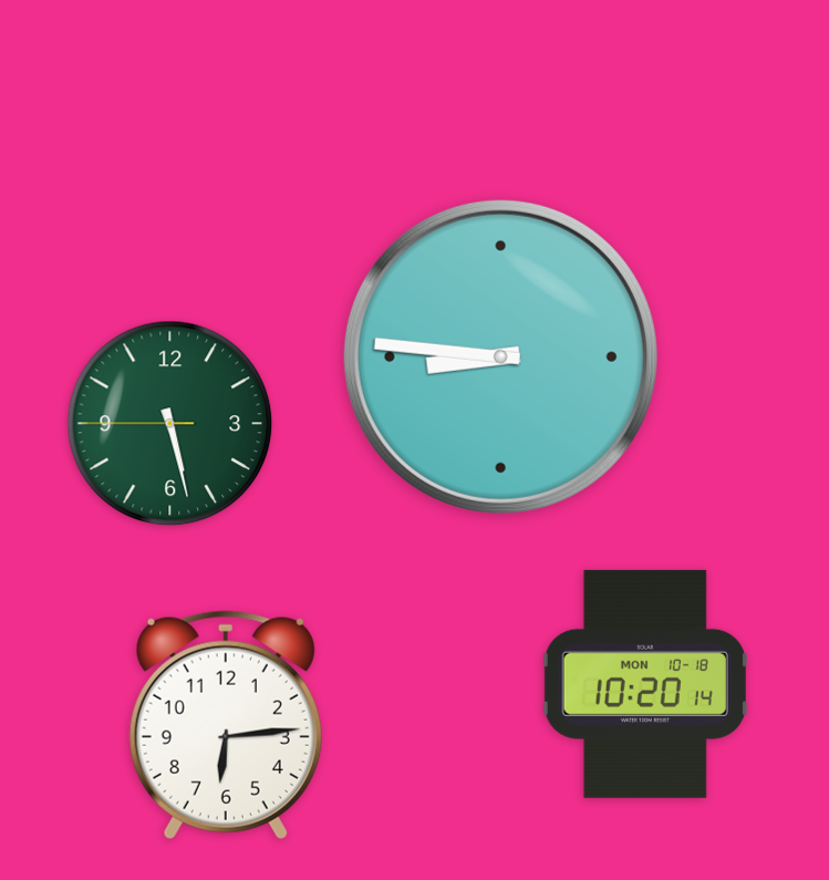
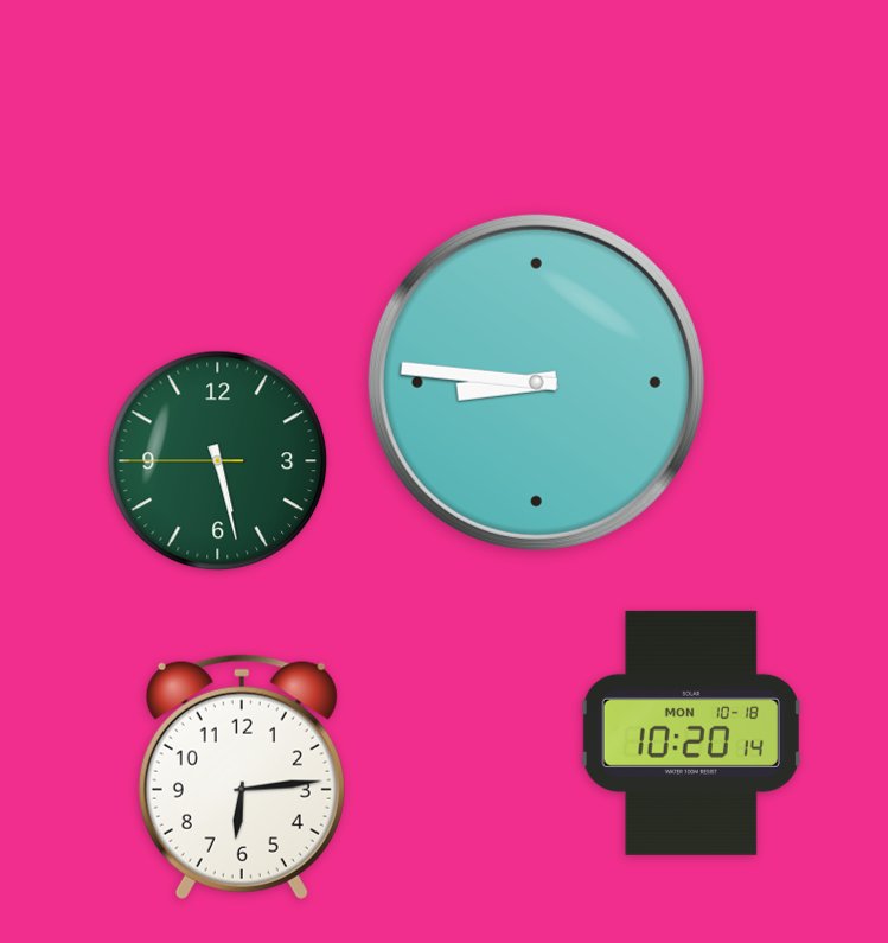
clock at (170, 424) position: (170, 424) -> (218, 461)
